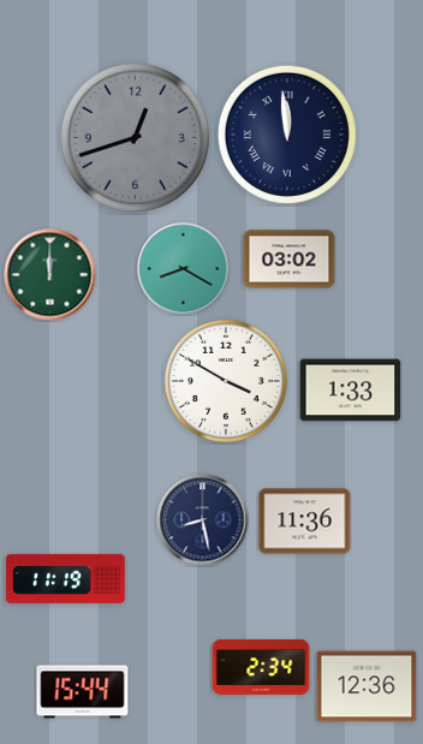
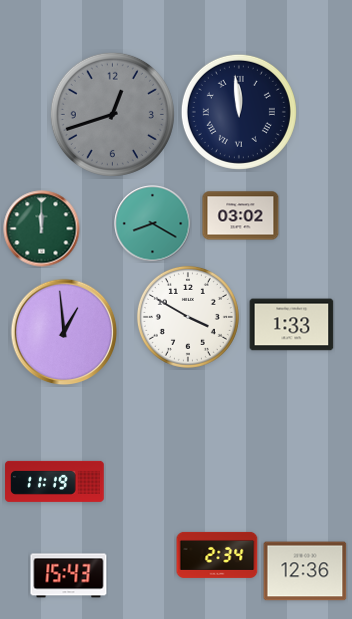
clock at (64, 332): none -> 12:59
clock at (203, 520): 8:28 -> none
clock at (305, 522): 11:36 -> none
clock at (83, 692): 15:44 -> 15:43
